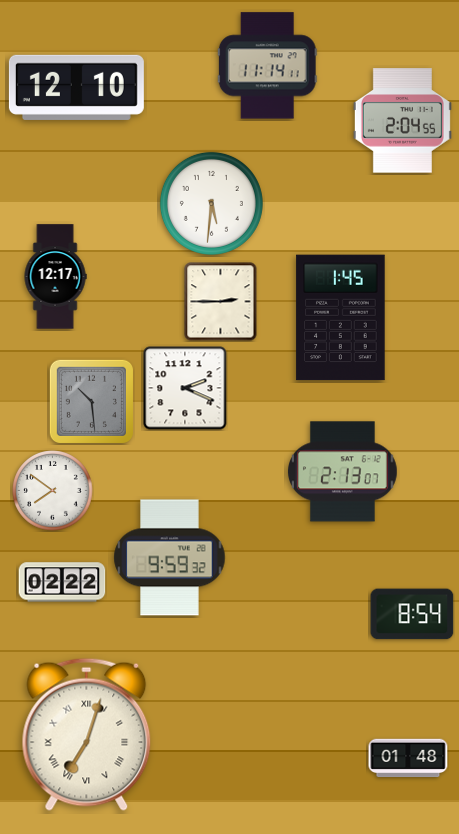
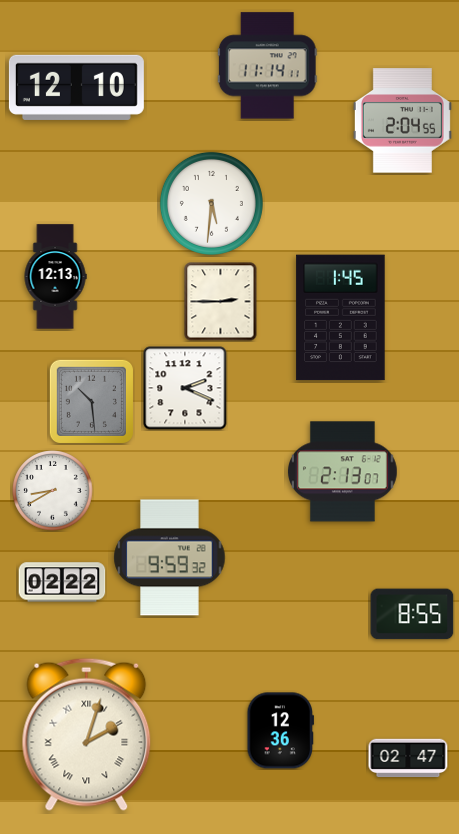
clock at (55, 277): 12:17 -> 12:13
clock at (53, 491): 7:51 -> 8:40
clock at (412, 614): 8:54 -> 8:55
clock at (280, 731): none -> 12:36
clock at (87, 734): 7:03 -> 2:03
clock at (408, 758): 01:48 -> 02:47
